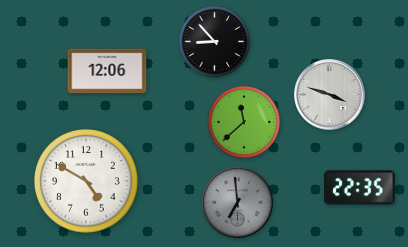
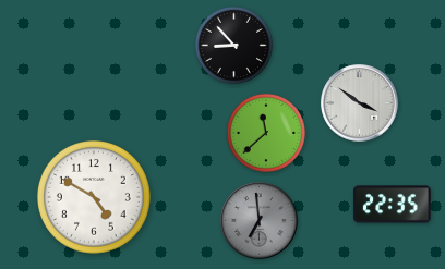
clock at (107, 71): 12:06 -> none
clock at (330, 95): 3:48 -> 3:51
